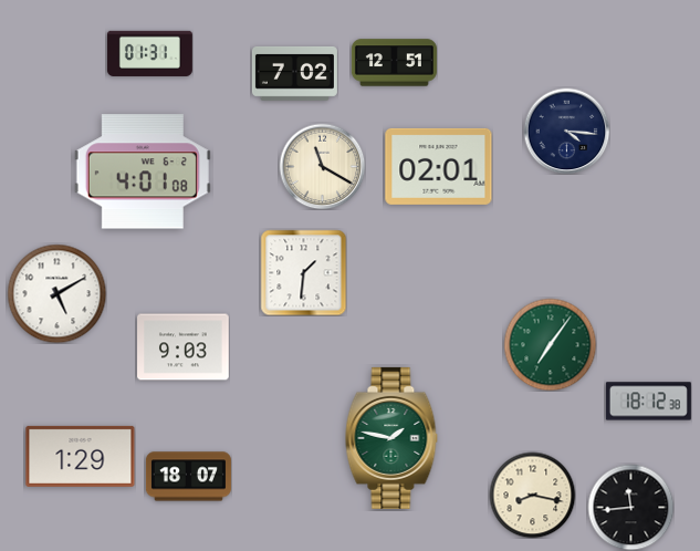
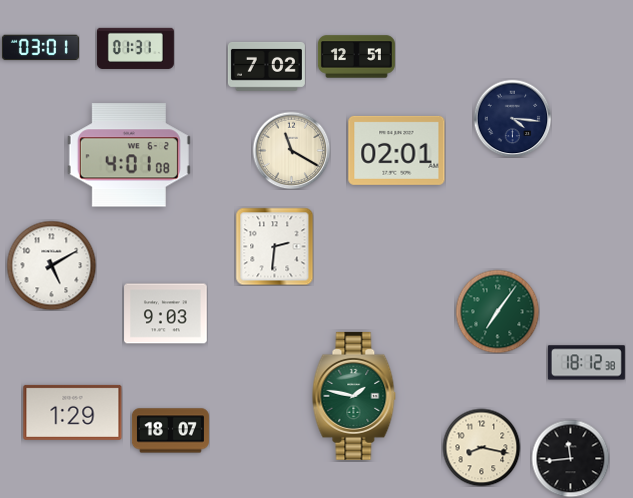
clock at (40, 48): none -> 03:01
clock at (303, 272): 1:31 -> 2:31
